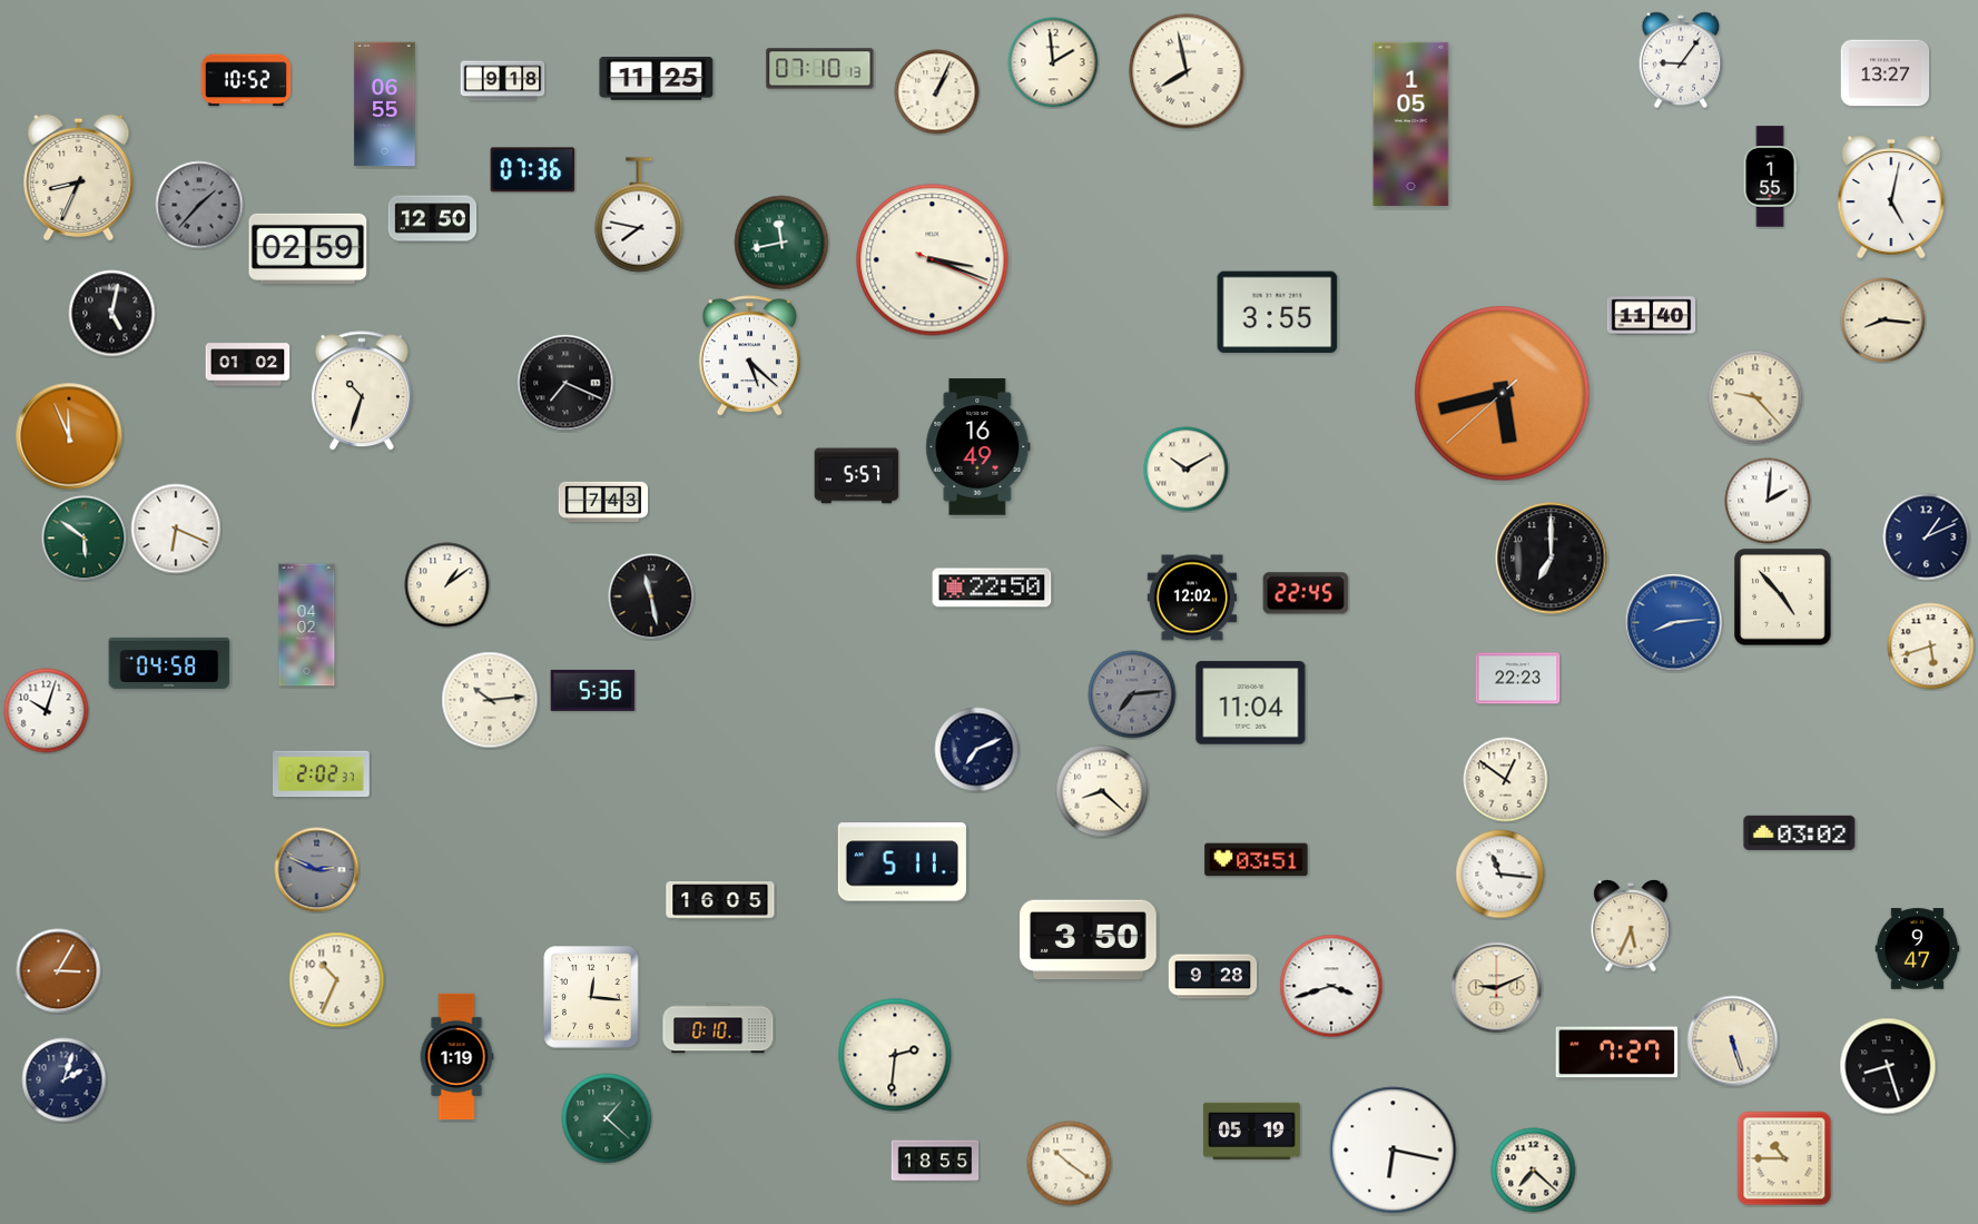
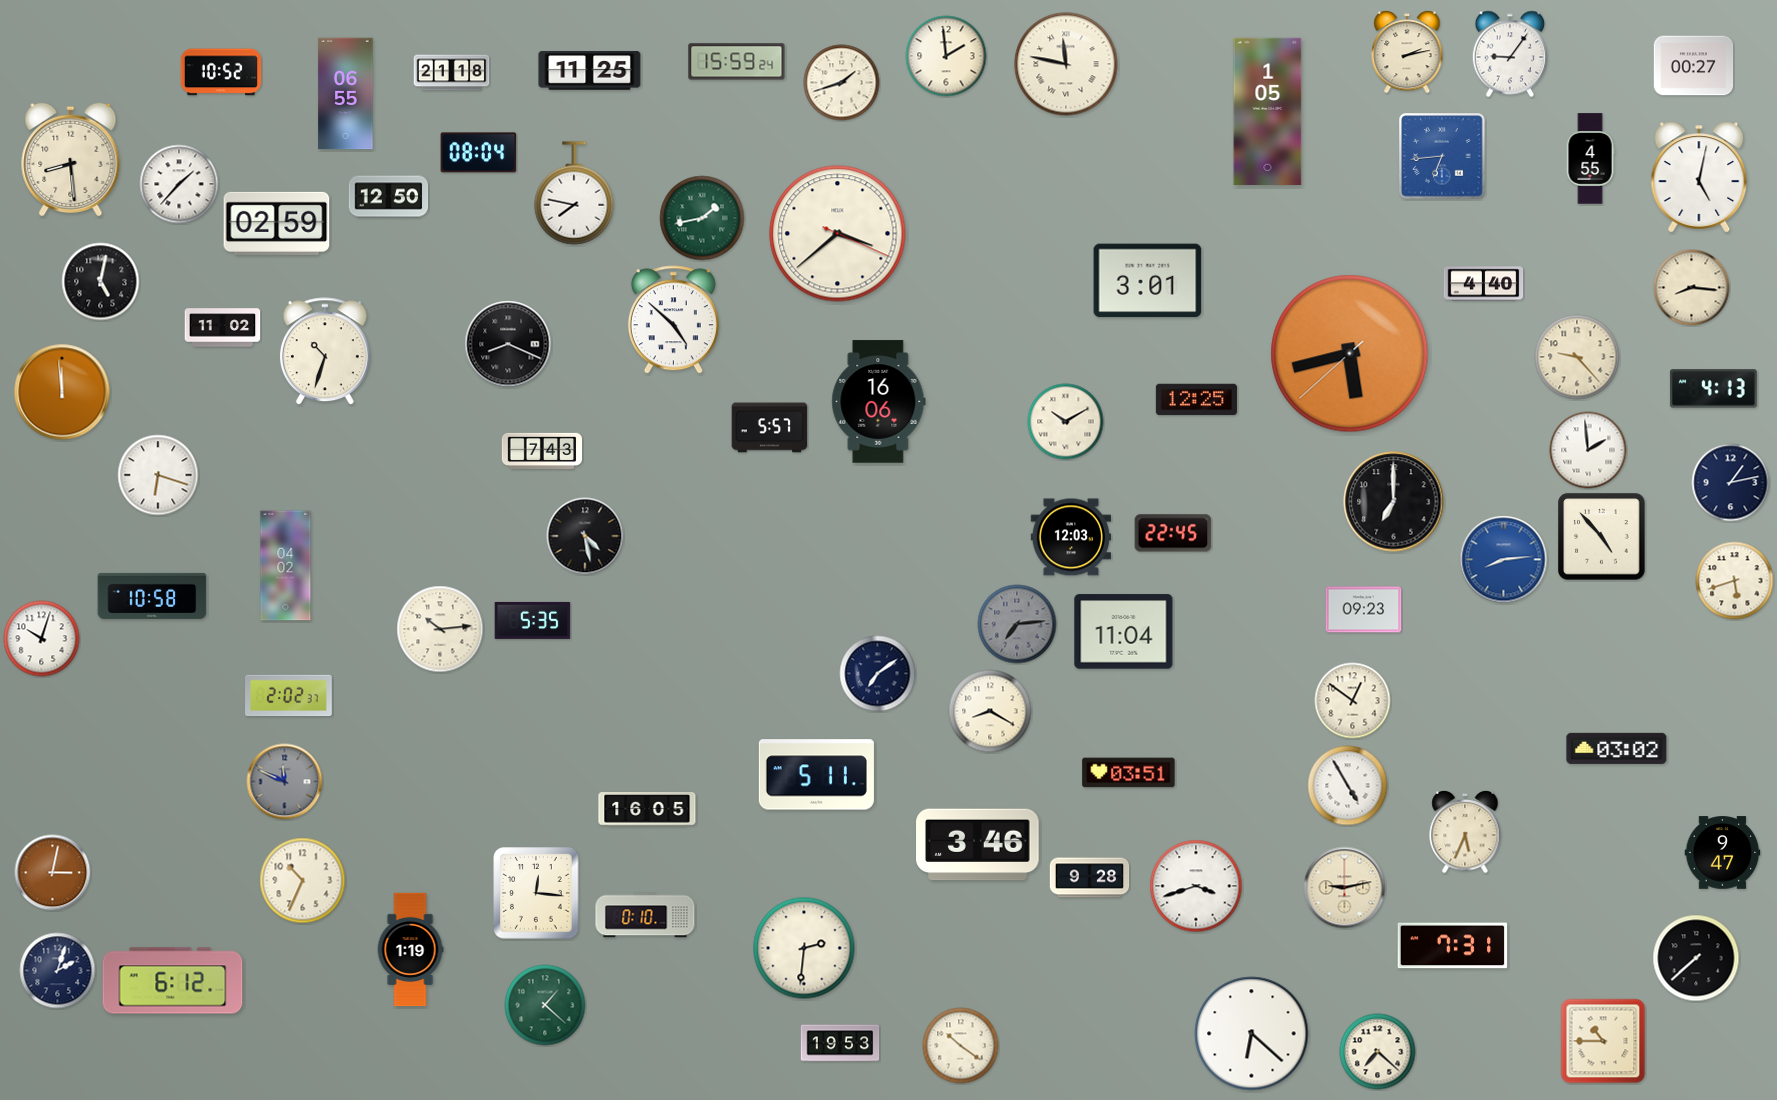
clock at (1407, 52): none -> 2:13
clock at (820, 69): 07:10 -> 15:59
clock at (1187, 71): 7:58 -> 11:47
clock at (1886, 73): 13:27 -> 00:27
clock at (503, 81): 9:18 -> 21:18
clock at (937, 92): 1:04 -> 1:42
clock at (533, 170): 07:36 -> 08:04
clock at (1442, 156): none -> 6:44
clock at (79, 177): 8:34 -> 8:29
clock at (1770, 177): 1:55 -> 4:55
clock at (199, 205) dial: grey -> white
clock at (781, 243): 11:43 -> 1:43
clock at (933, 260): 3:18 -> 3:38
clock at (1278, 313): 3:55 -> 3:01
clock at (1652, 316): 11:40 -> 4:40
clock at (749, 356): 5:22 -> 4:52
clock at (248, 365): 01:02 -> 11:02
clock at (565, 383): 7:19 -> 8:19
clock at (1713, 389): none -> 4:13
clock at (69, 436): 11:56 -> 11:59
clock at (1196, 400): none -> 12:25
clock at (978, 447): 16:49 -> 16:06
clock at (1768, 501): 2:01 -> 1:59
clock at (176, 529): 6:19 -> 6:18
clock at (1927, 537): 1:11 -> 1:13
clock at (85, 539): 5:51 -> none
clock at (447, 585): 1:09 -> none
clock at (992, 588): 22:50 -> none
clock at (651, 596): 11:28 -> 4:28
clock at (1191, 598): 12:02 -> 12:03
clock at (307, 625) position: (307, 625) -> (286, 566)
clock at (169, 663): 04:58 -> 10:58
clock at (1518, 679): 22:23 -> 09:23
clock at (593, 690): 5:36 -> 5:35
clock at (977, 750): 7:11 -> 7:09
clock at (1102, 791): 8:22 -> 8:20
clock at (902, 862) position: (902, 862) -> (816, 775)
clock at (317, 870): 2:49 -> 11:49
clock at (1500, 875): 11:16 -> 4:55
clock at (1089, 940): 3:50 -> 3:46
clock at (59, 971): 3:05 -> 3:02
clock at (1497, 988): 9:11 -> 9:13
clock at (591, 997) position: (591, 997) -> (536, 893)
clock at (718, 1028) position: (718, 1028) -> (645, 915)
clock at (1733, 1042): 5:27 -> none
clock at (1617, 1053): 7:27 -> 7:31
clock at (1888, 1066): 8:27 -> 7:38
clock at (173, 981): none -> 6:12
clock at (1252, 1131): 05:19 -> none
clock at (1394, 1151): 6:17 -> 6:22
clock at (935, 1161): 18:55 -> 19:53
